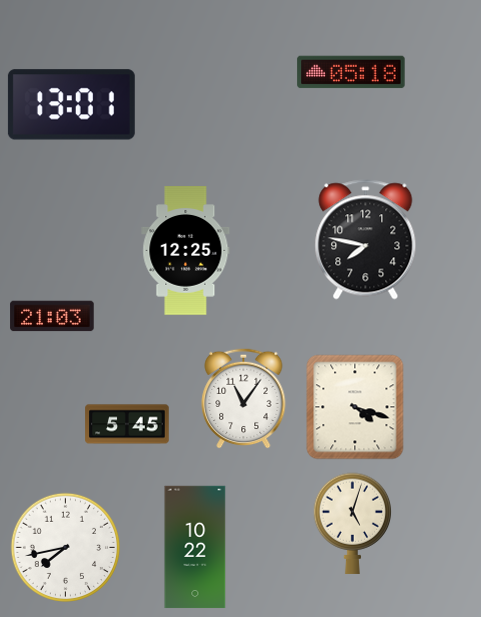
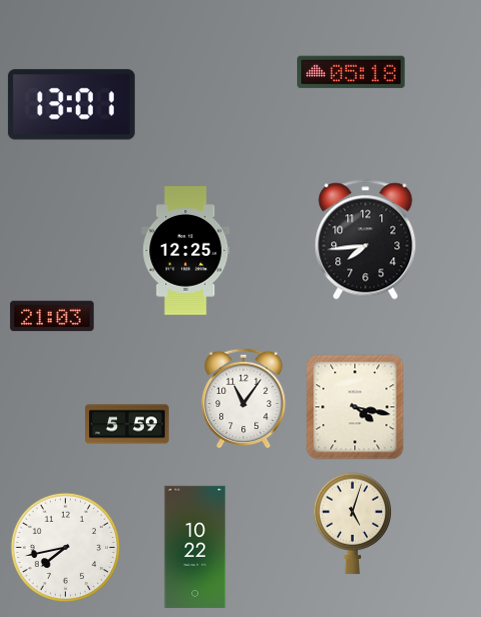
clock at (366, 240): 7:47 -> 7:44
clock at (355, 407): 4:18 -> 4:17
clock at (127, 424): 5:45 -> 5:59
